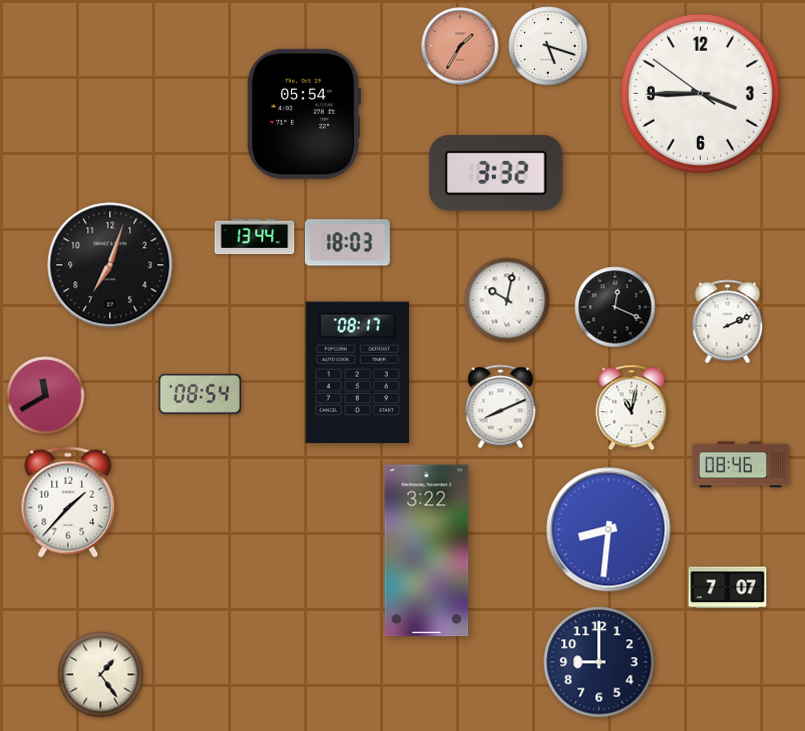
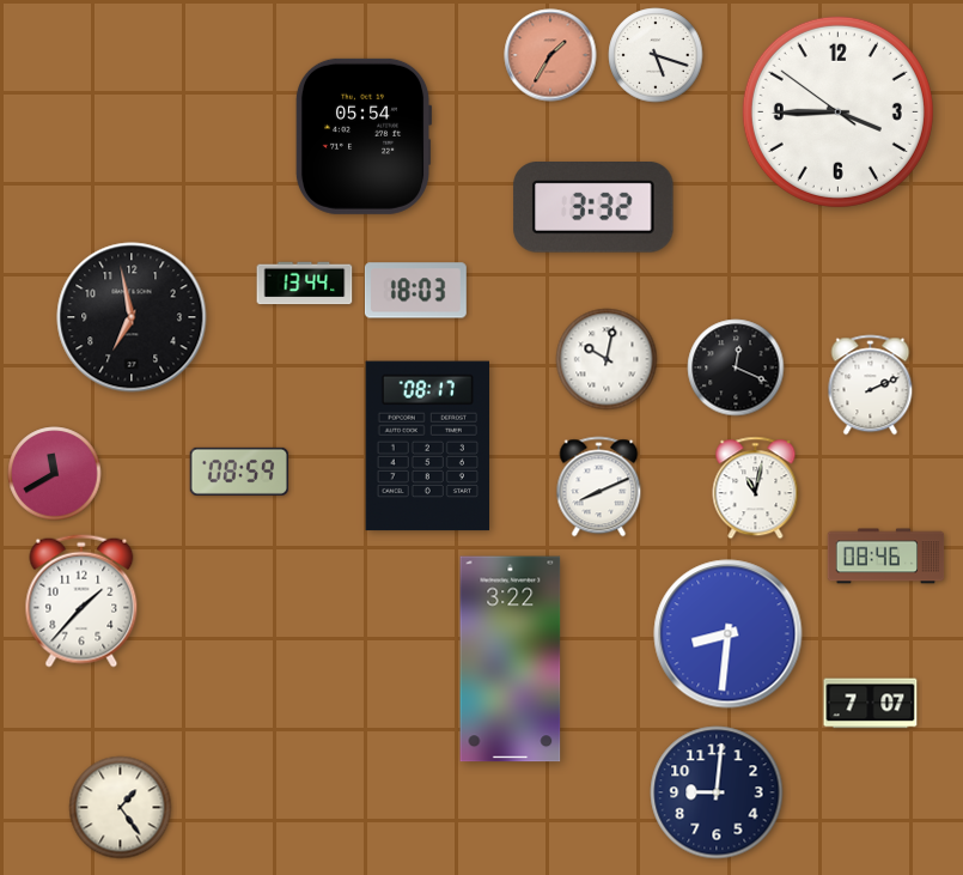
clock at (110, 265): 7:03 -> 6:58
clock at (199, 394): 08:54 -> 08:59
clock at (599, 662): 9:00 -> 9:01
